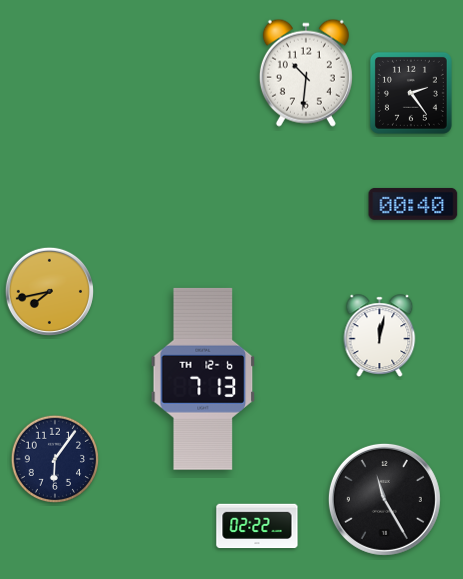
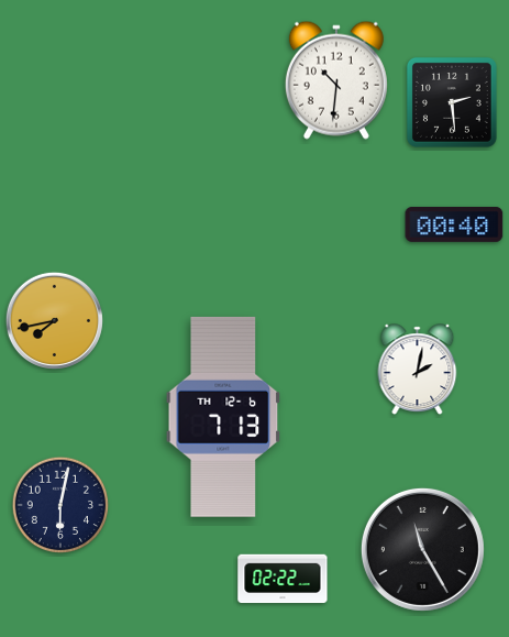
clock at (411, 93): 2:24 -> 2:29
clock at (380, 335): 12:02 -> 2:02
clock at (54, 458): 6:06 -> 6:02
